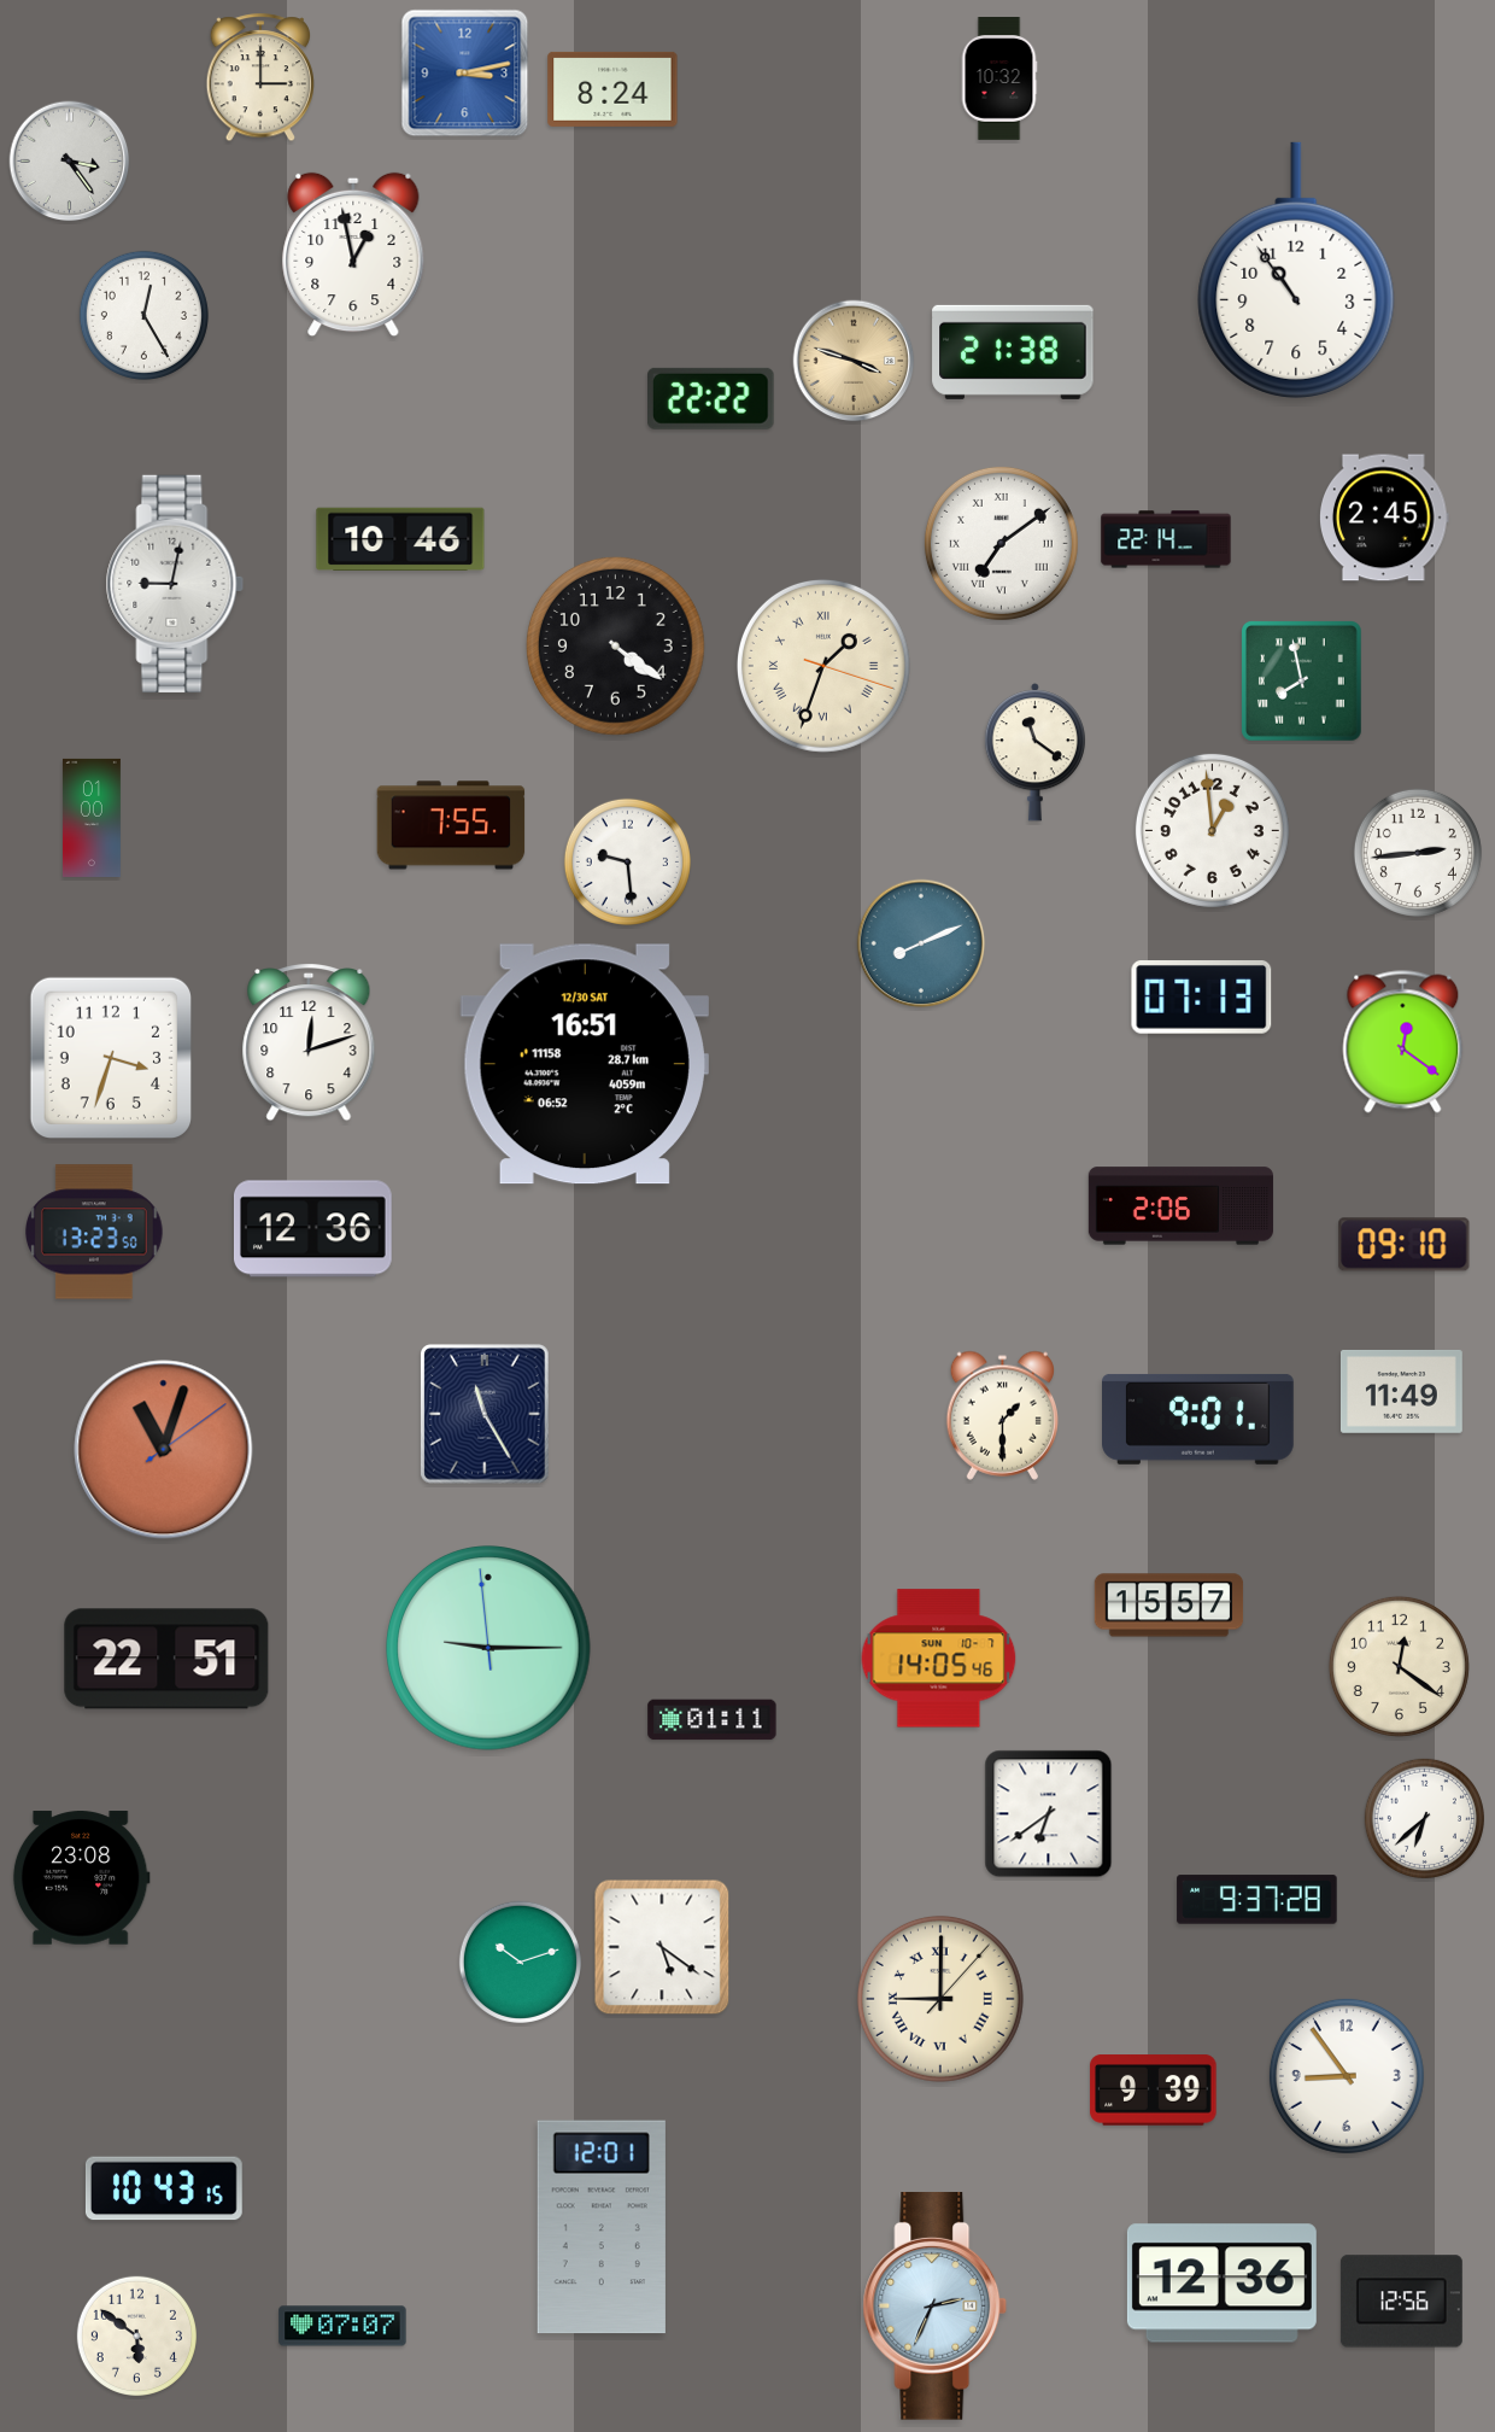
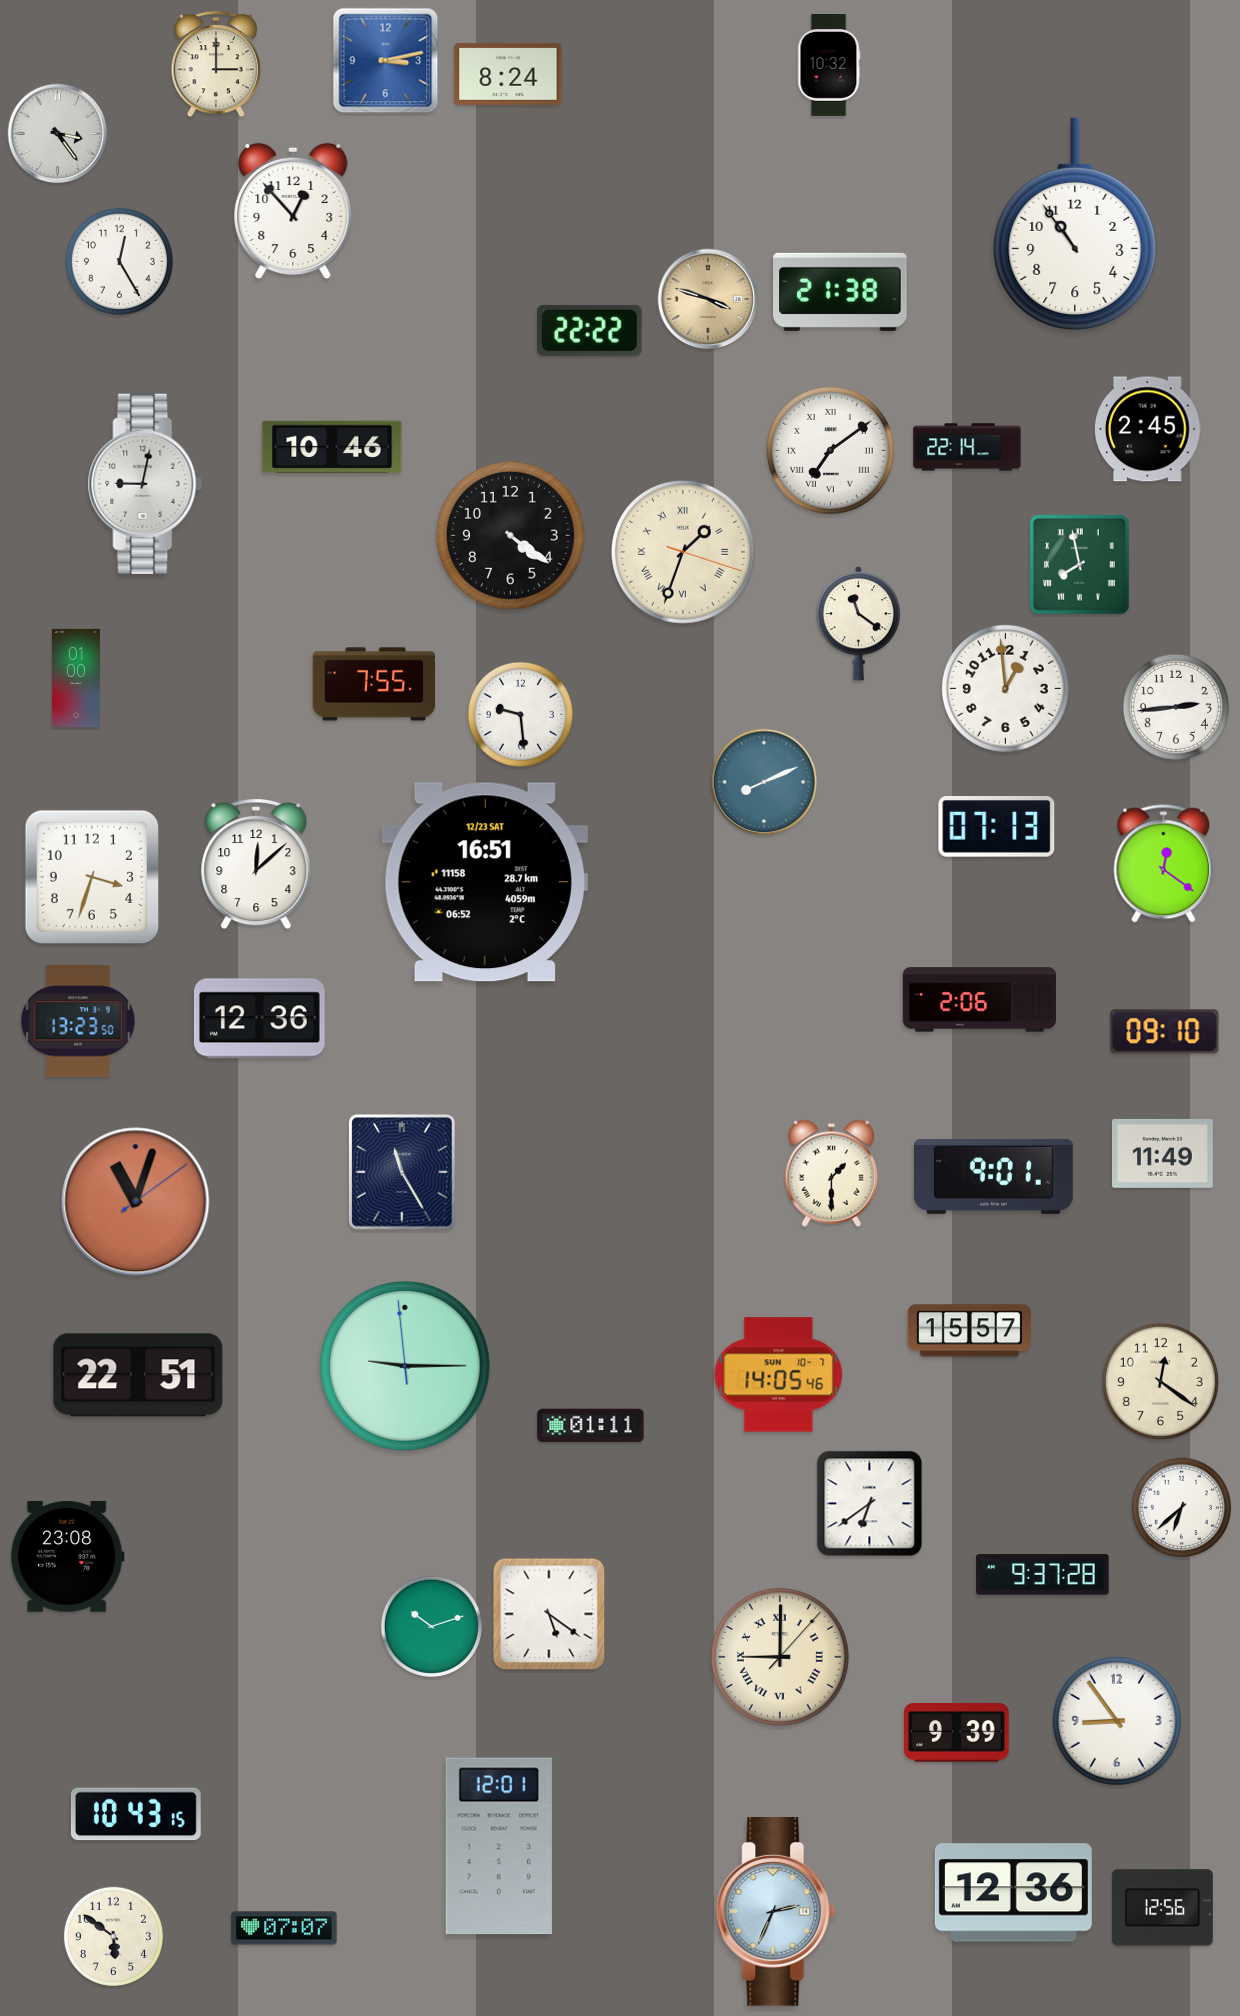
clock at (353, 255): 12:58 -> 12:53
clock at (309, 1042): 12:12 -> 12:08
clock at (585, 1064) date: 12/30 SAT -> 12/23 SAT
